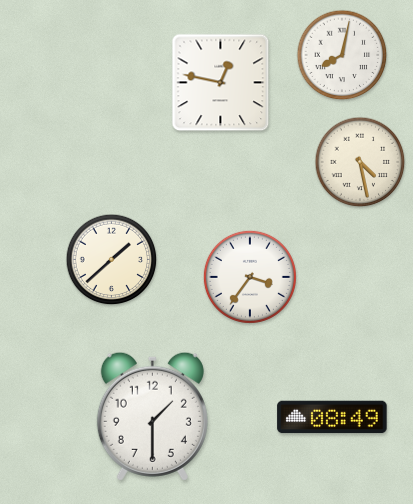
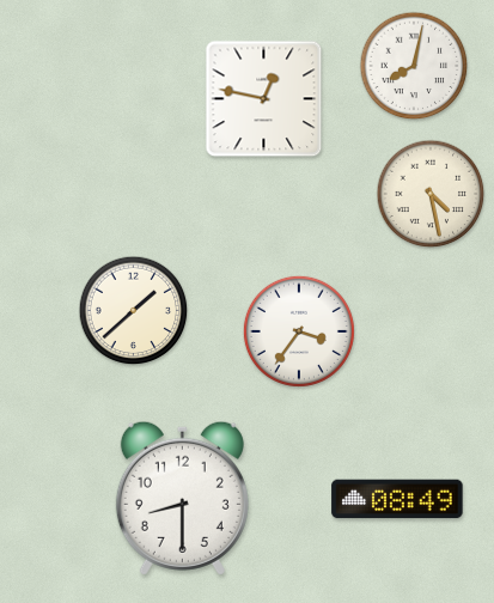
clock at (342, 55) position: (342, 55) -> (414, 66)
clock at (152, 416): 1:30 -> 8:30
